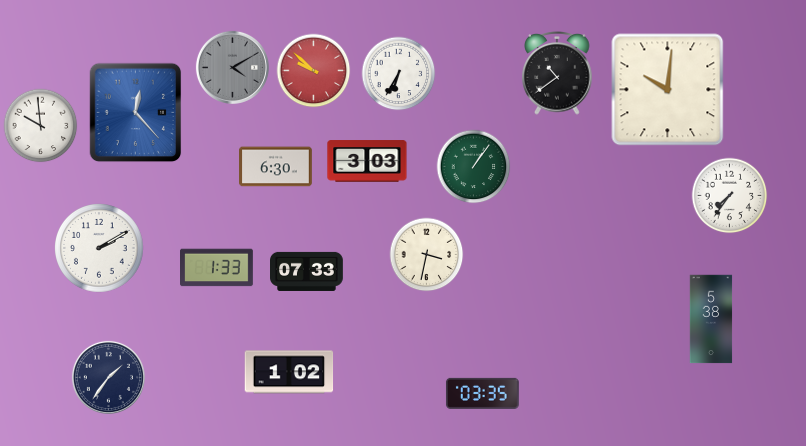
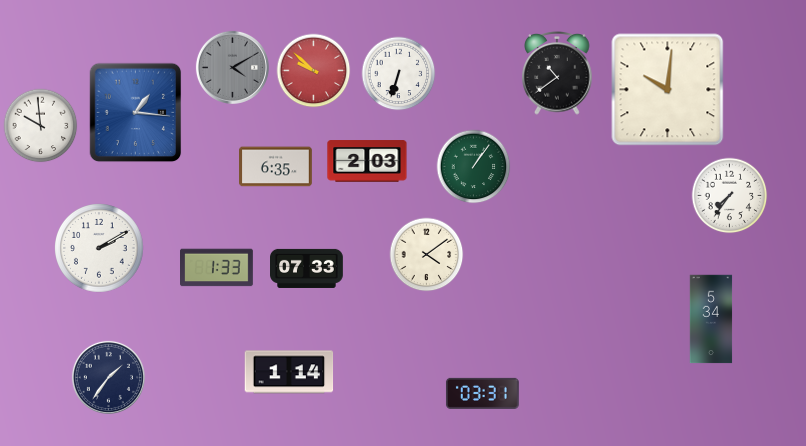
clock at (399, 74): 6:35 -> 6:33
clock at (136, 113): 12:23 -> 1:16
clock at (367, 161): 3:03 -> 2:03
clock at (276, 167): 6:30 -> 6:35
clock at (427, 255): 3:32 -> 4:09
clock at (307, 271) position: (307, 271) -> (307, 268)
clock at (711, 319): 5:38 -> 5:34
clock at (289, 372): 1:02 -> 1:14
clock at (482, 393): 03:35 -> 03:31
